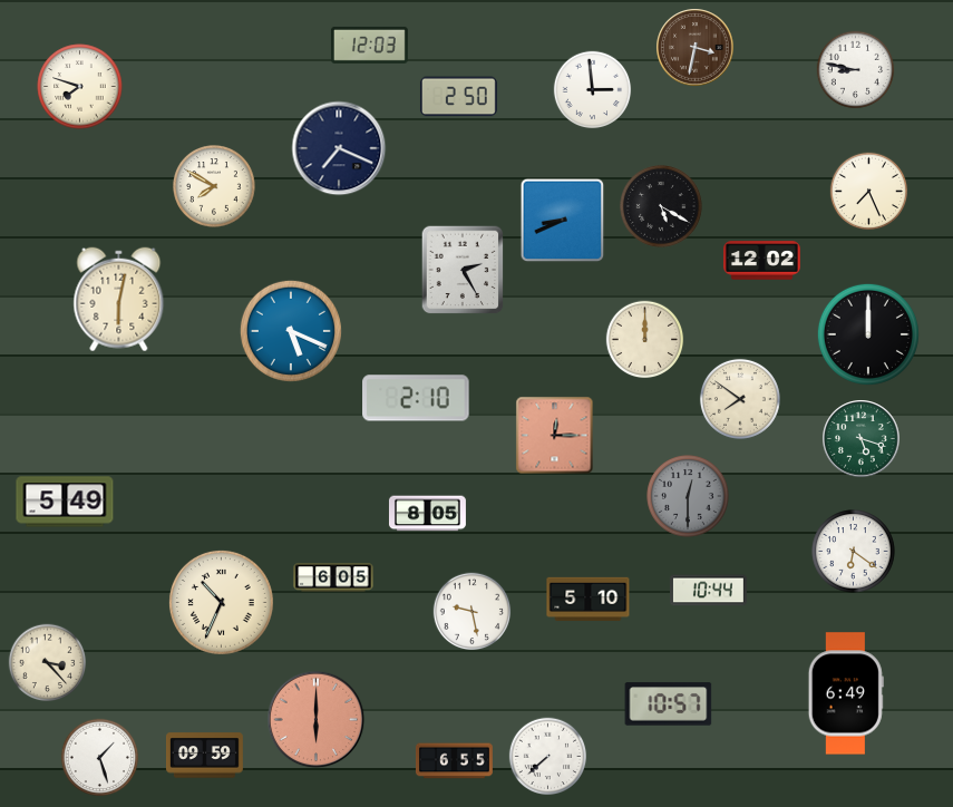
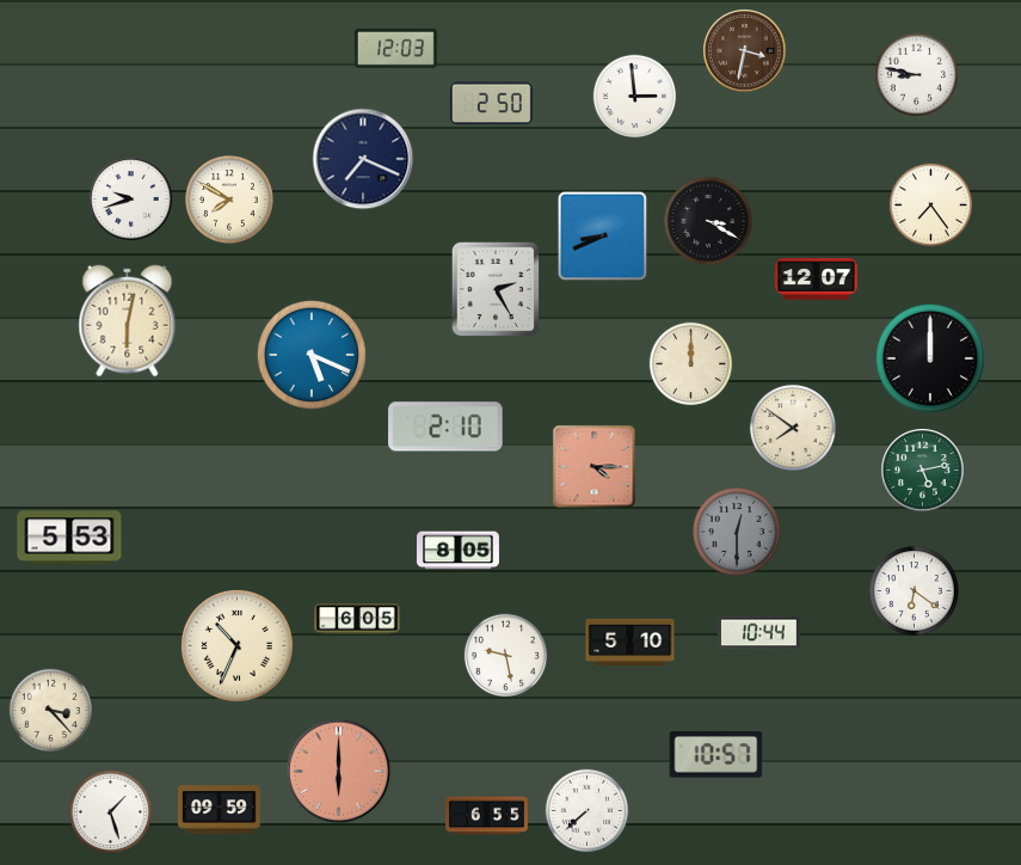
clock at (80, 87): 7:48 -> none
clock at (131, 200): none -> 9:42
clock at (869, 192): 7:26 -> 7:24
clock at (661, 206): 5:20 -> 3:20
clock at (761, 261): 12:02 -> 12:07
clock at (555, 436): 12:15 -> 4:15
clock at (862, 439): 5:18 -> 5:13
clock at (65, 502): 5:49 -> 5:53
clock at (846, 693): 6:49 -> none
clock at (100, 758) position: (100, 758) -> (111, 812)
